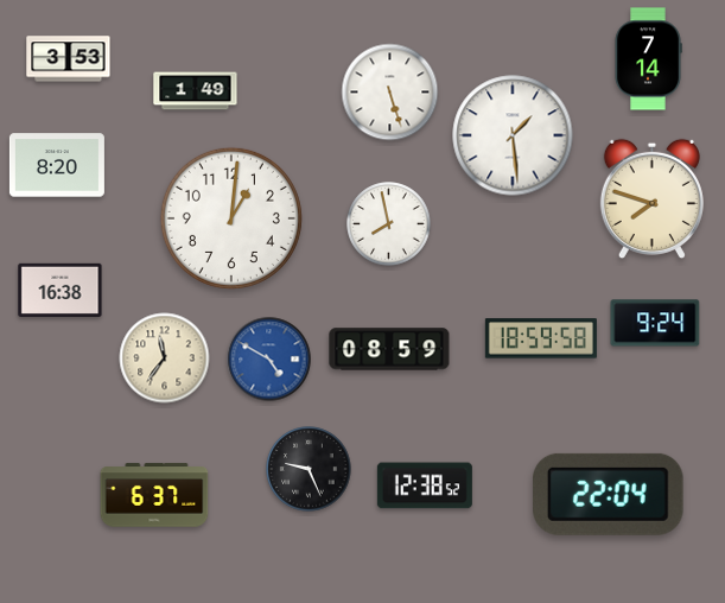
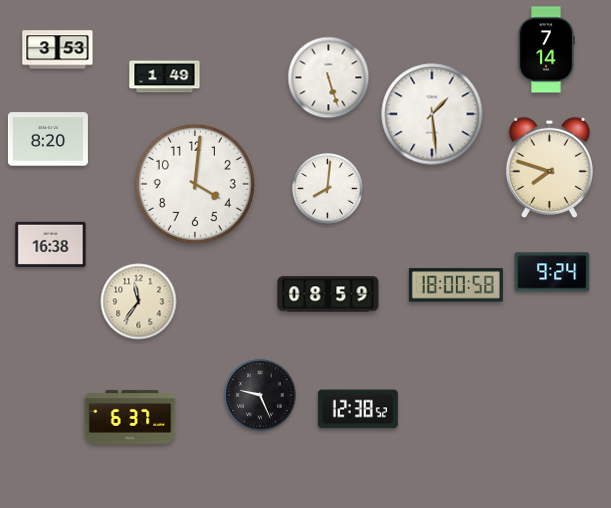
clock at (231, 218): 1:01 -> 4:01
clock at (389, 224): 7:58 -> 8:01
clock at (541, 338): 18:59 -> 18:00
clock at (269, 360): 4:50 -> none
clock at (609, 494): 22:04 -> none
